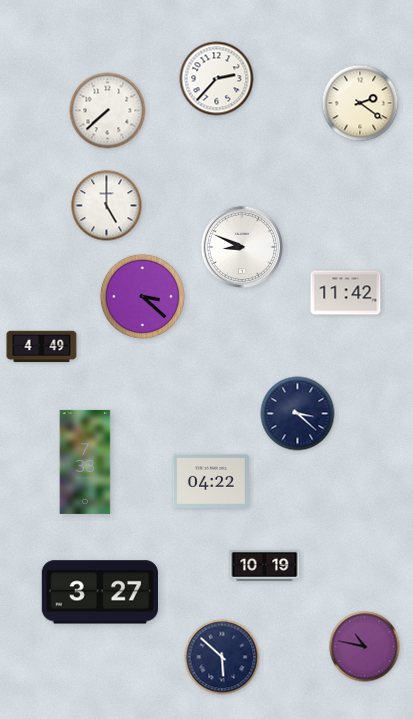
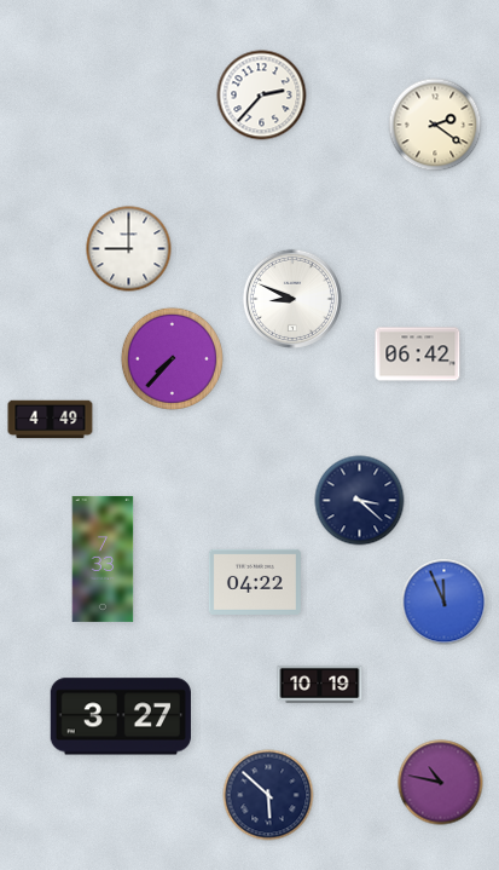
clock at (108, 111): 7:38 -> none
clock at (107, 206): 5:00 -> 9:00
clock at (346, 293): 11:42 -> 06:42
clock at (142, 296): 3:22 -> 7:37
clock at (445, 603): none -> 11:56
